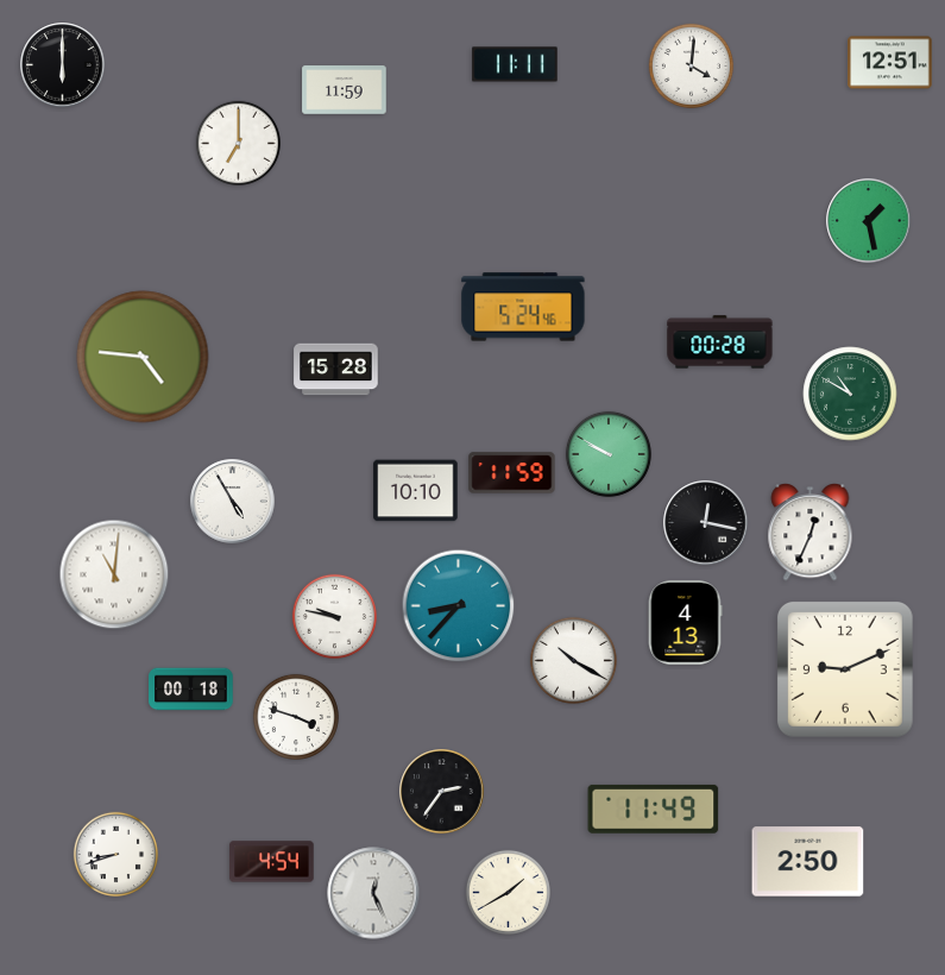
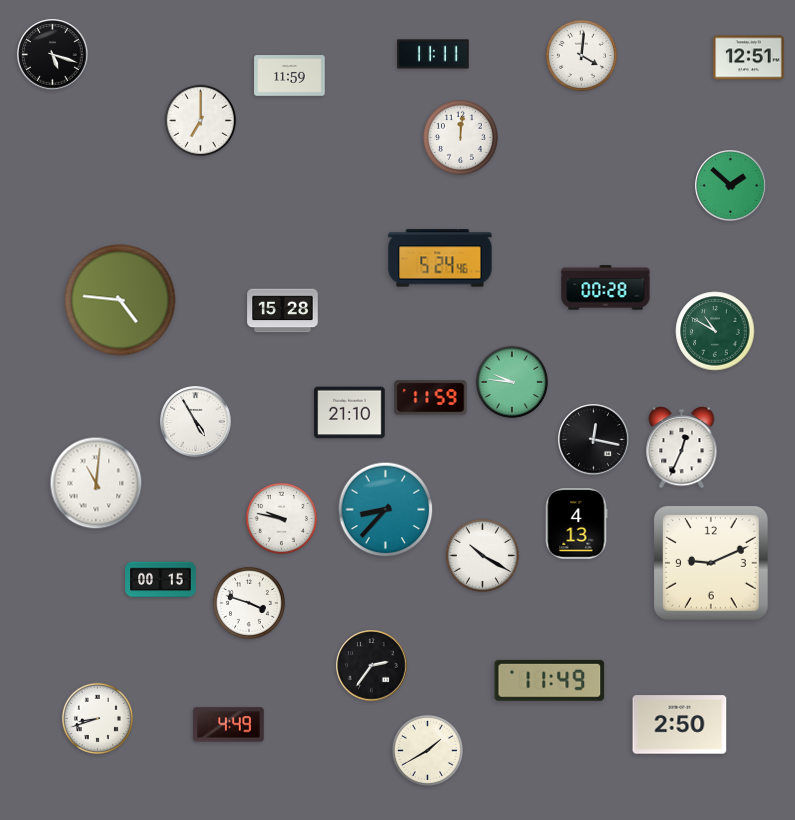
clock at (890, 63) position: (890, 63) -> (749, 58)
clock at (63, 65): 6:00 -> 5:18
clock at (461, 138): none -> 12:01
clock at (869, 221): 1:28 -> 1:52
clock at (609, 454): 9:50 -> 9:46
clock at (416, 491): 10:10 -> 21:10
clock at (191, 690): 00:18 -> 00:15
clock at (272, 862): 4:54 -> 4:49
clock at (373, 893): 12:26 -> none
